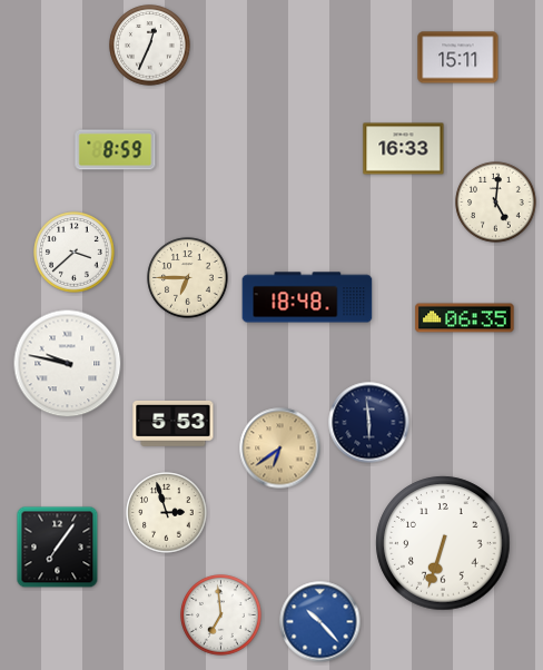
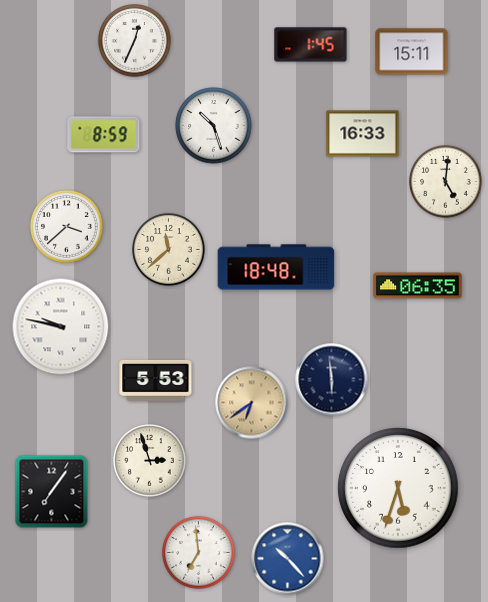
clock at (311, 45): none -> 1:45
clock at (214, 126): none -> 10:27
clock at (188, 278): 6:45 -> 11:38
clock at (443, 543): 6:33 -> 5:33
